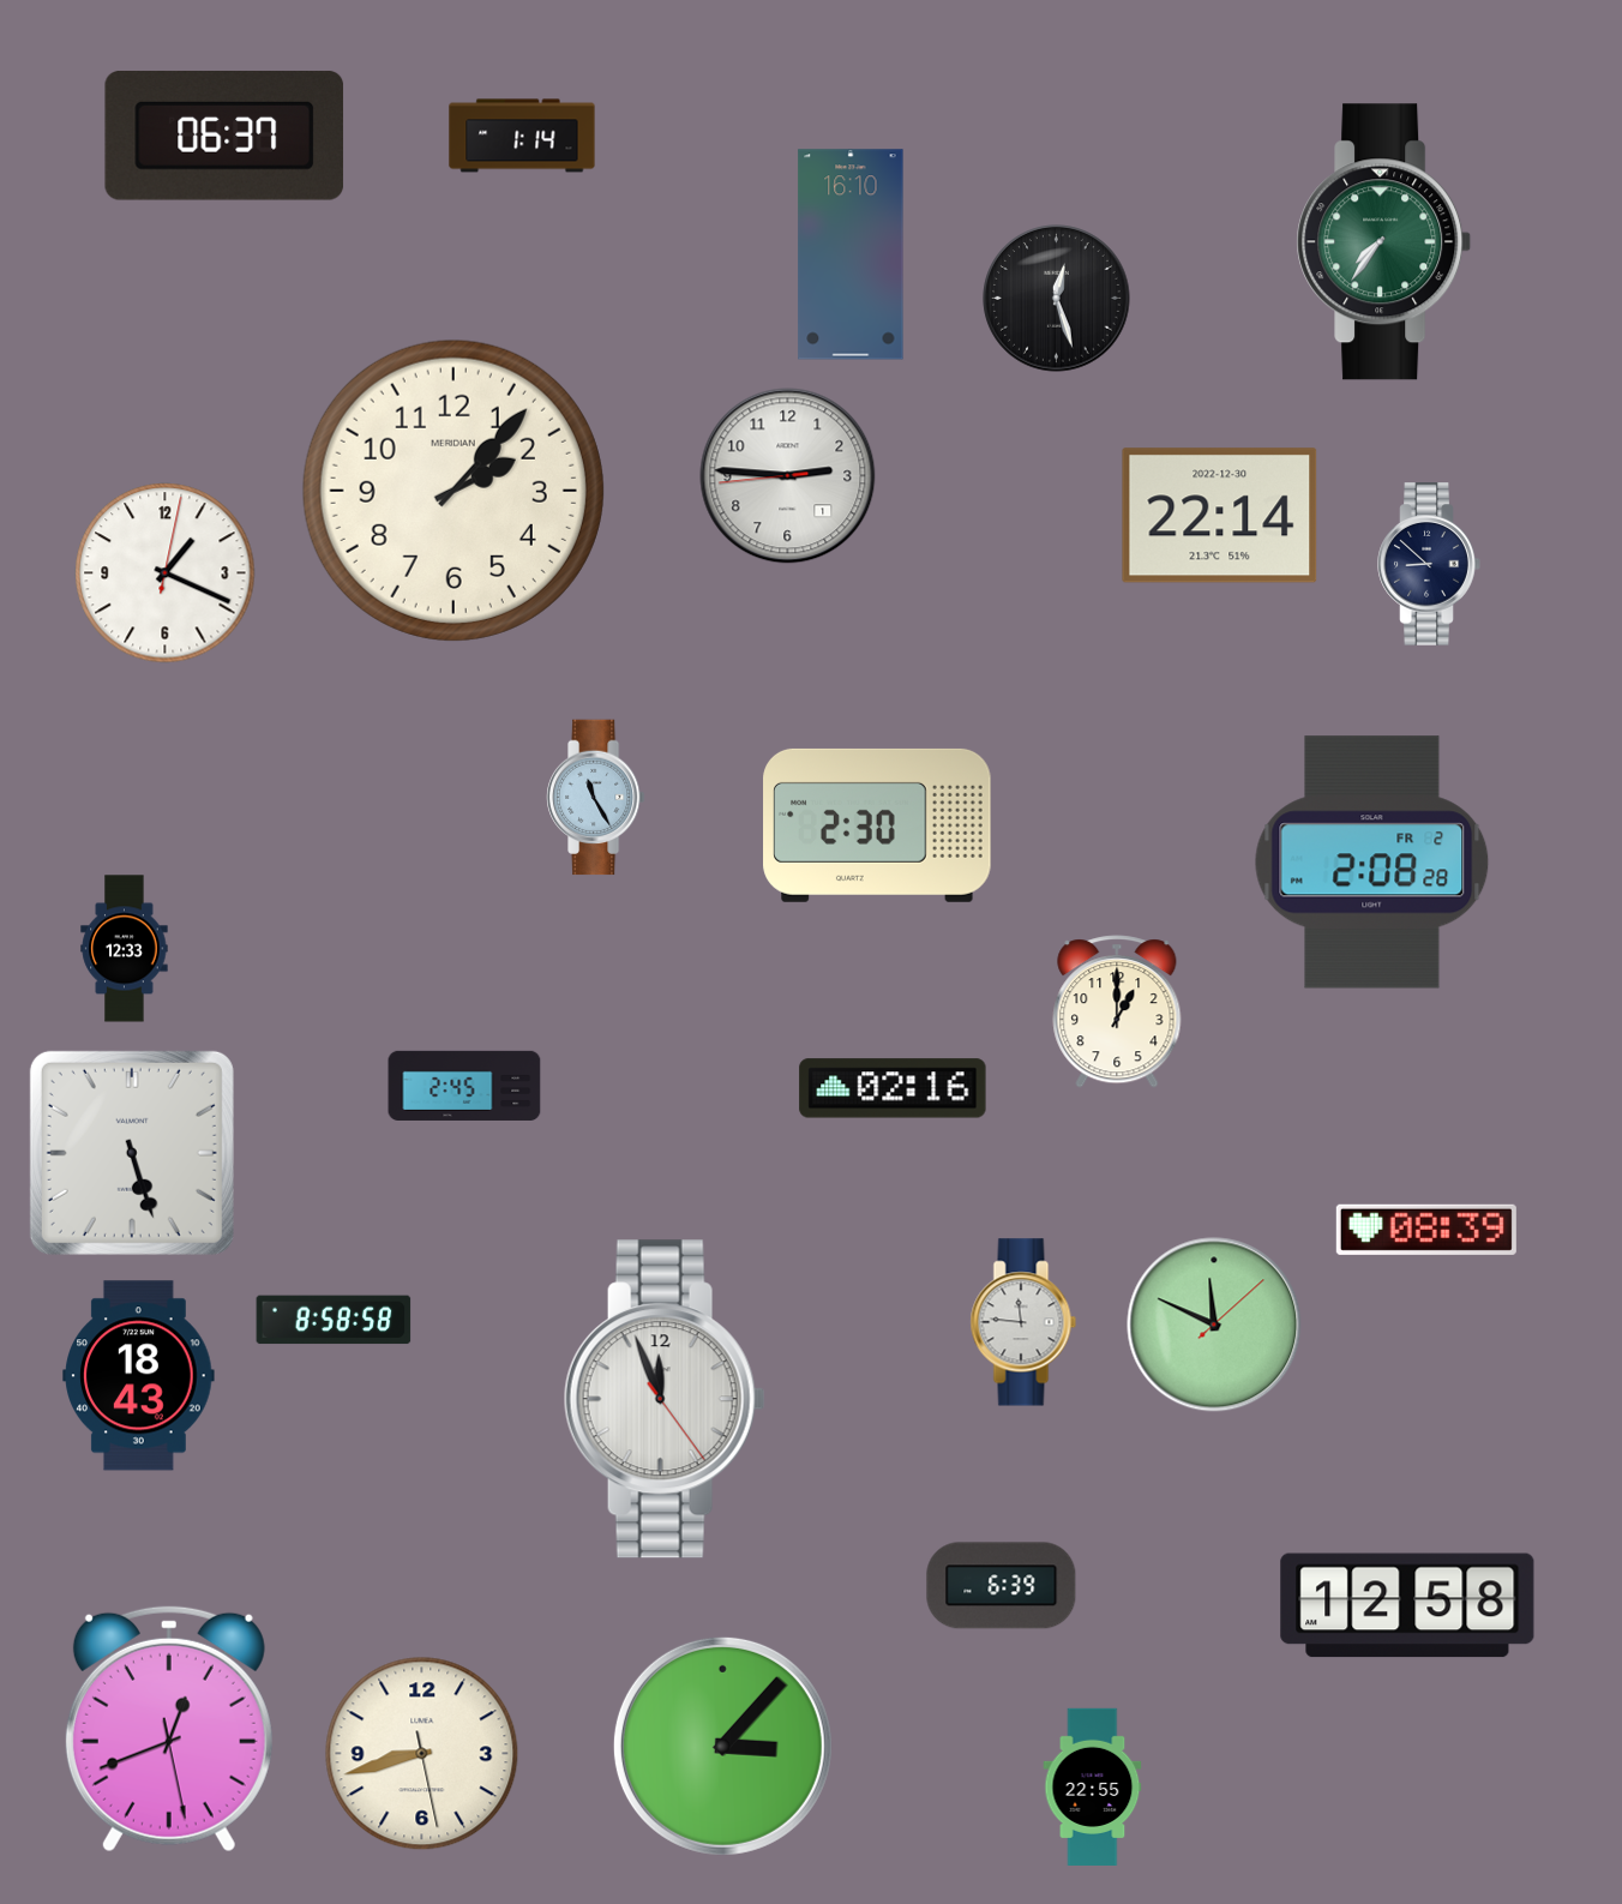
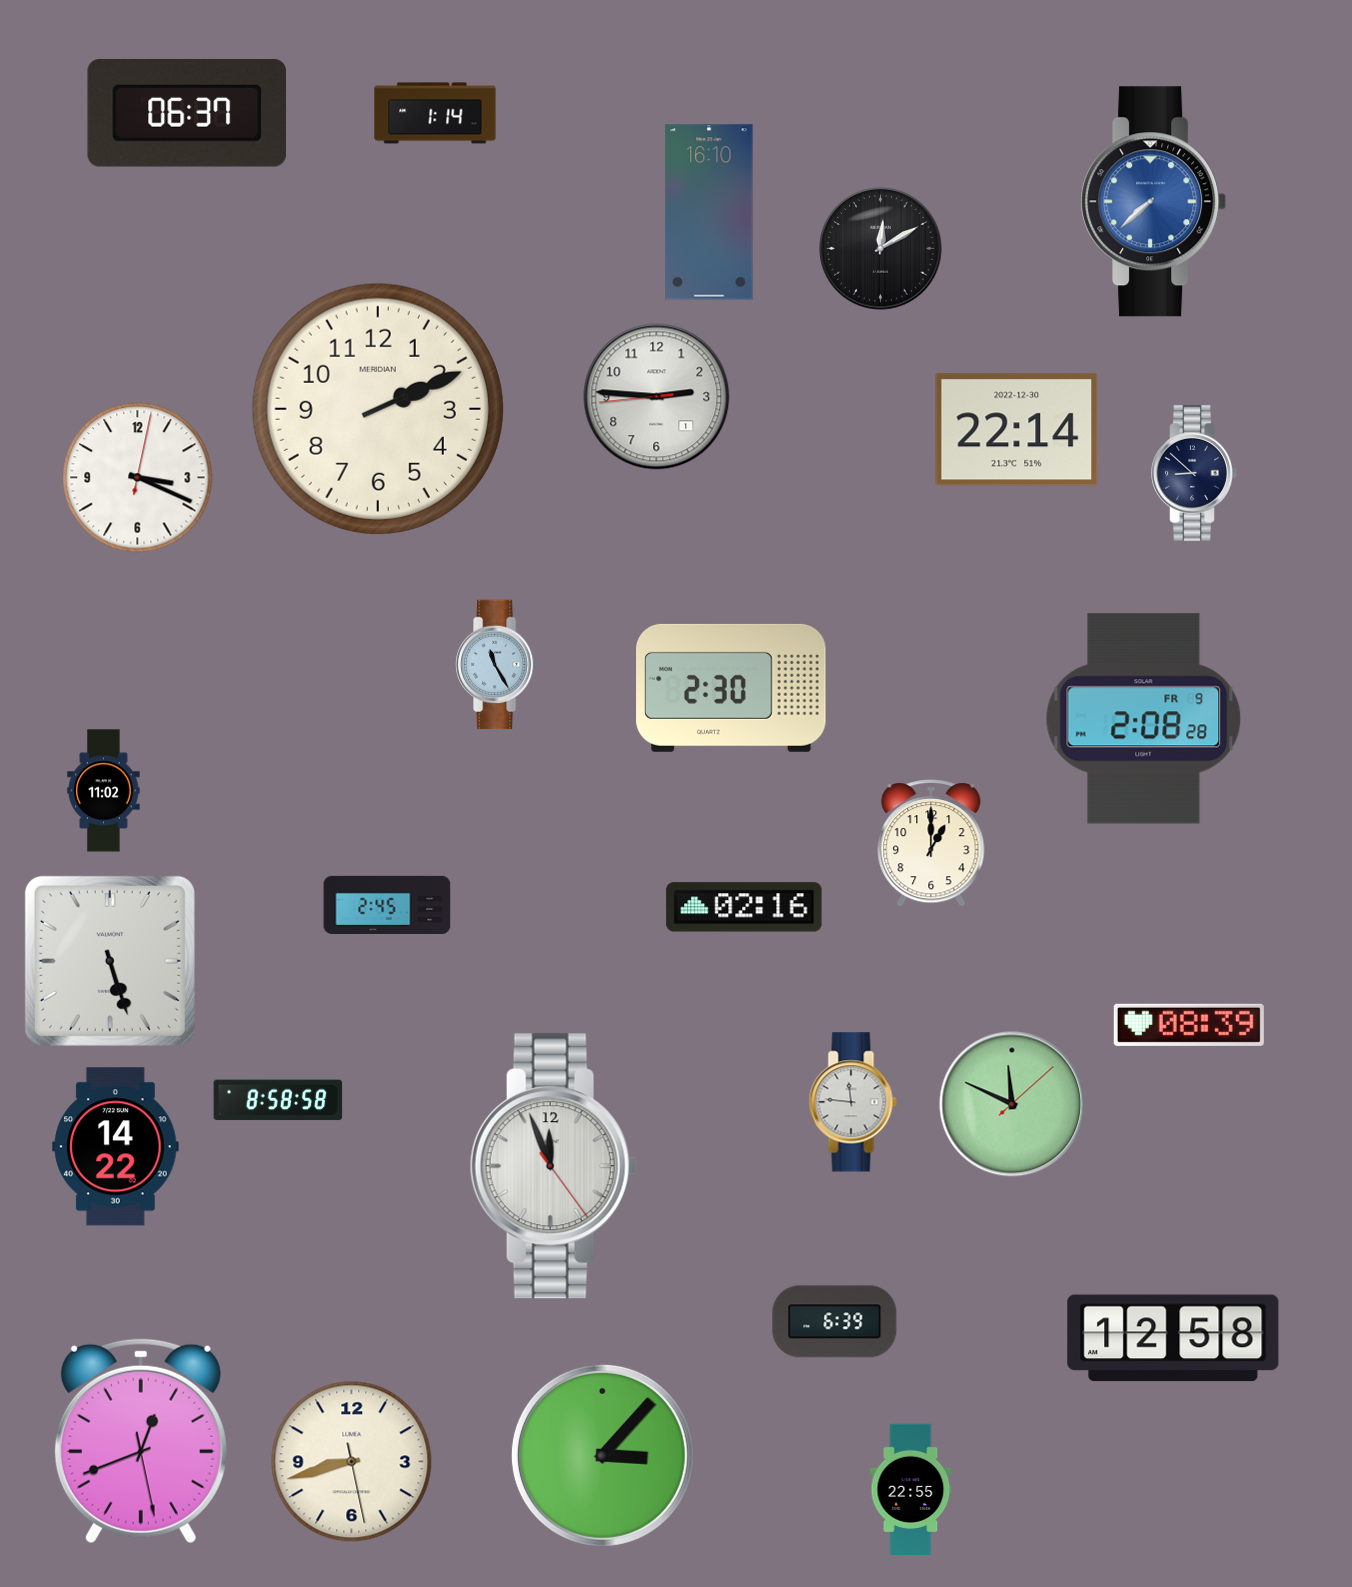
clock at (1384, 242): 7:36 -> 7:38
clock at (1384, 242) dial: green -> blue
clock at (1057, 299): 12:27 -> 12:10
clock at (453, 491): 2:07 -> 2:11
clock at (1429, 564) position: (1429, 564) -> (1194, 473)
clock at (166, 573): 1:19 -> 3:19
clock at (1372, 863) date: FR 2 -> FR 9
clock at (125, 949): 12:33 -> 11:02
clock at (139, 1376): 18:43 -> 14:22
